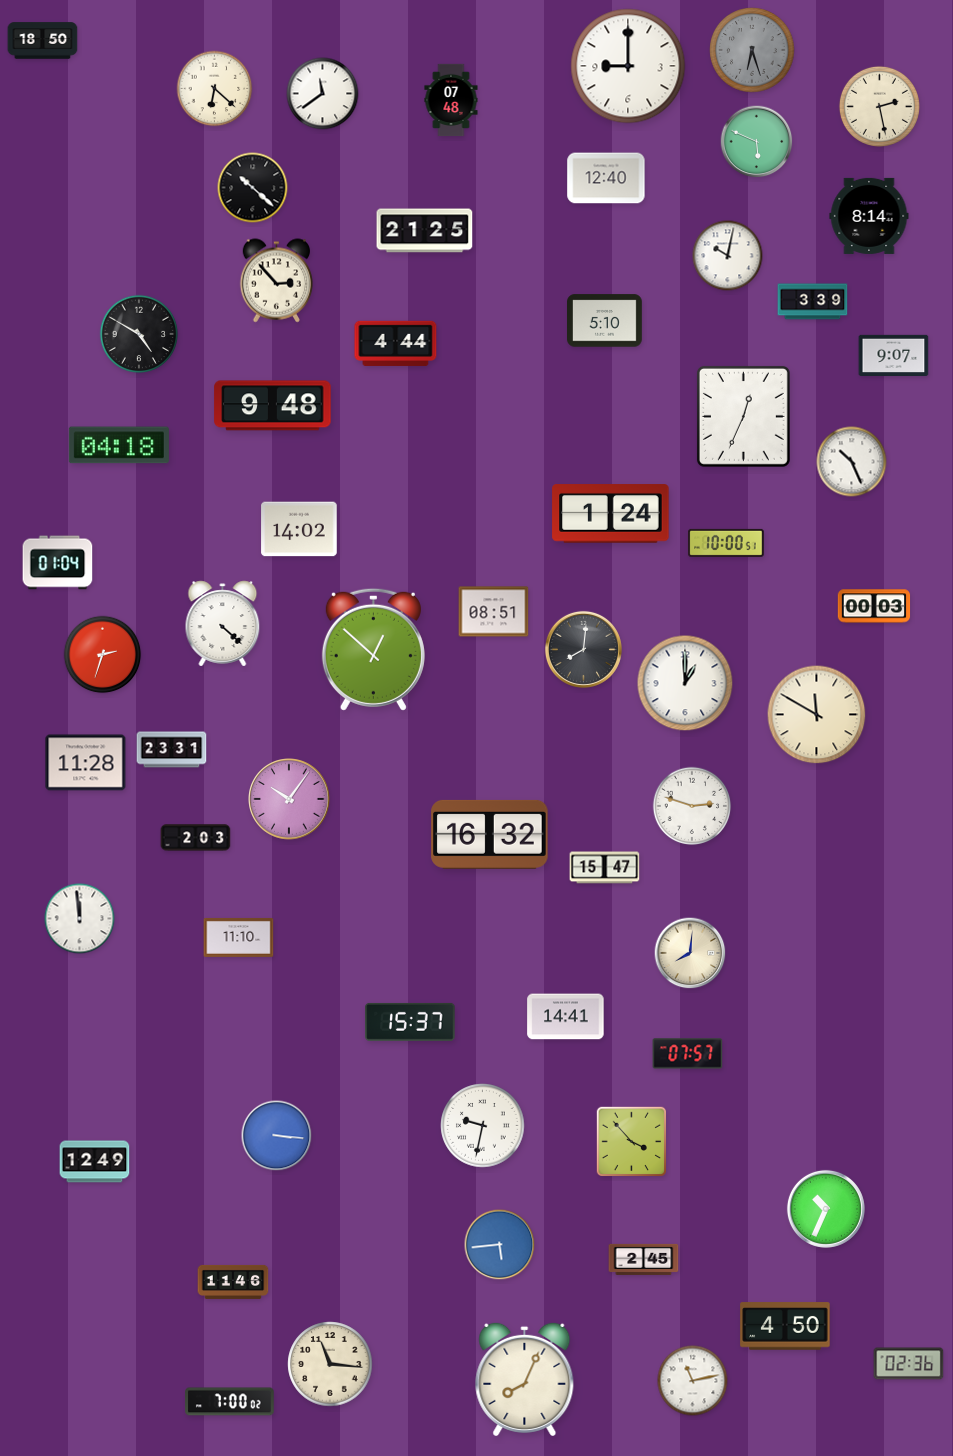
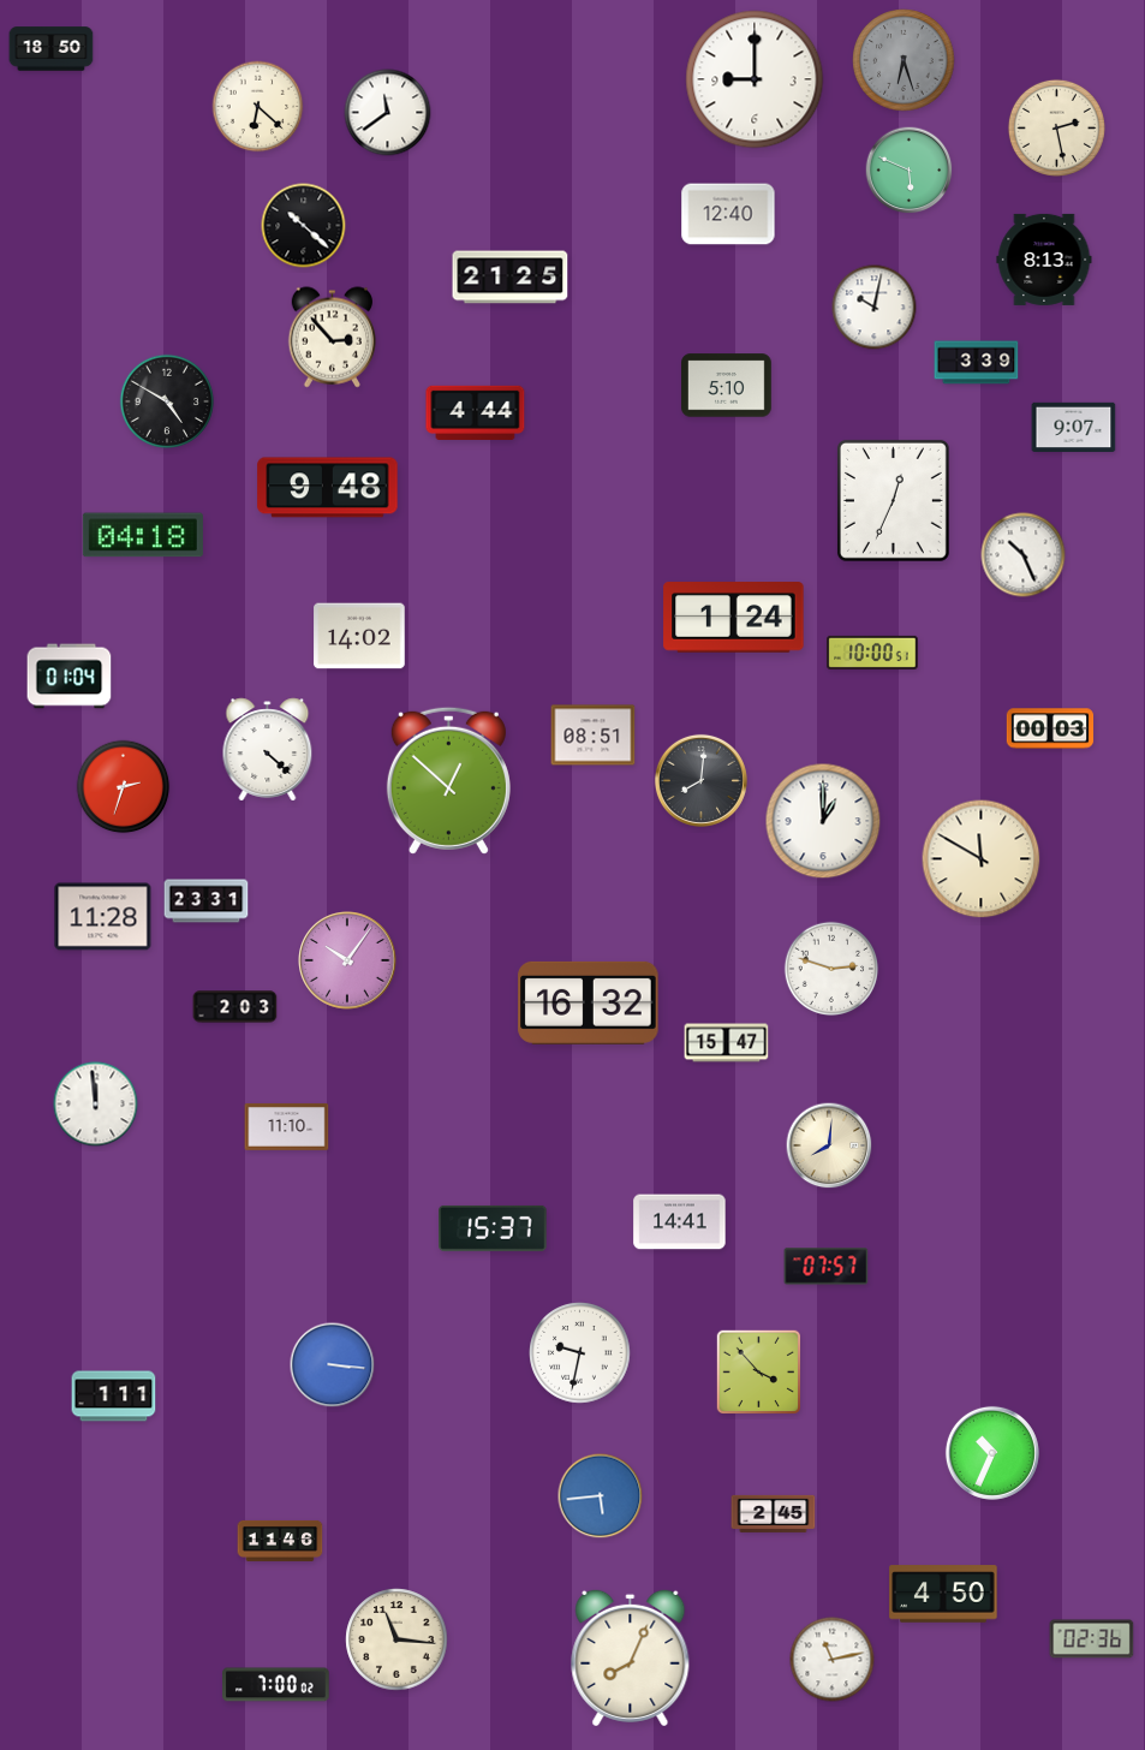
clock at (451, 100): 07:48 -> none
clock at (869, 216): 8:14 -> 8:13
clock at (95, 1162): 12:49 -> 1:11
